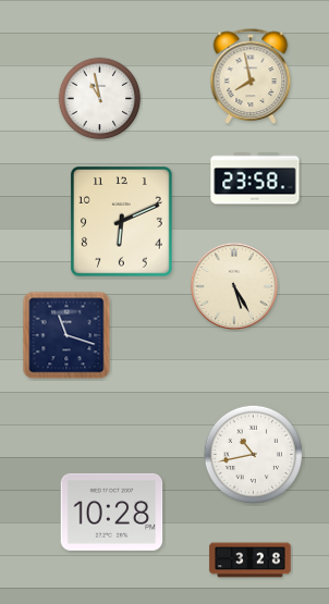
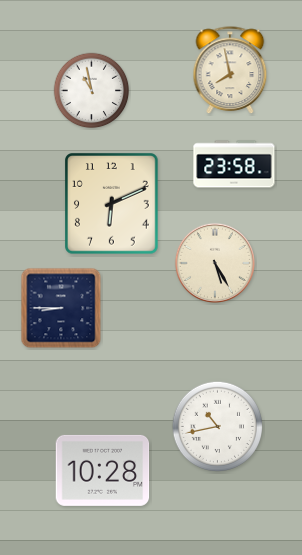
clock at (66, 335): 11:18 -> 8:45
clock at (253, 454) position: (253, 454) -> (217, 426)
clock at (251, 560): 3:28 -> none
